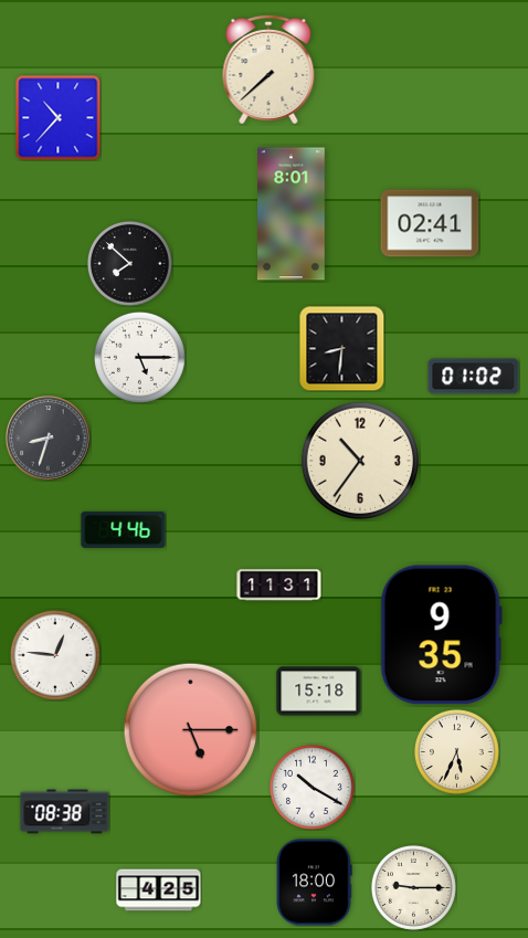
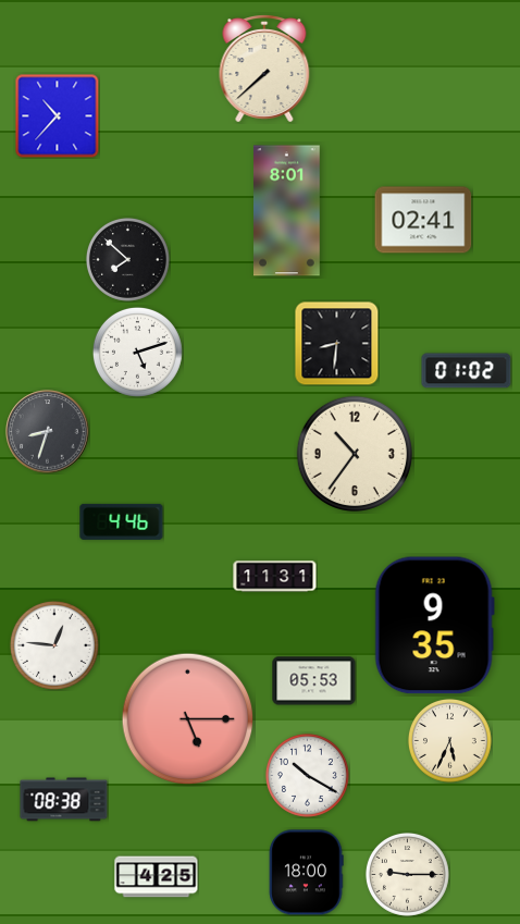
clock at (139, 357): 5:15 -> 5:12
clock at (319, 692): 15:18 -> 05:53
clock at (314, 883) position: (314, 883) -> (306, 873)
